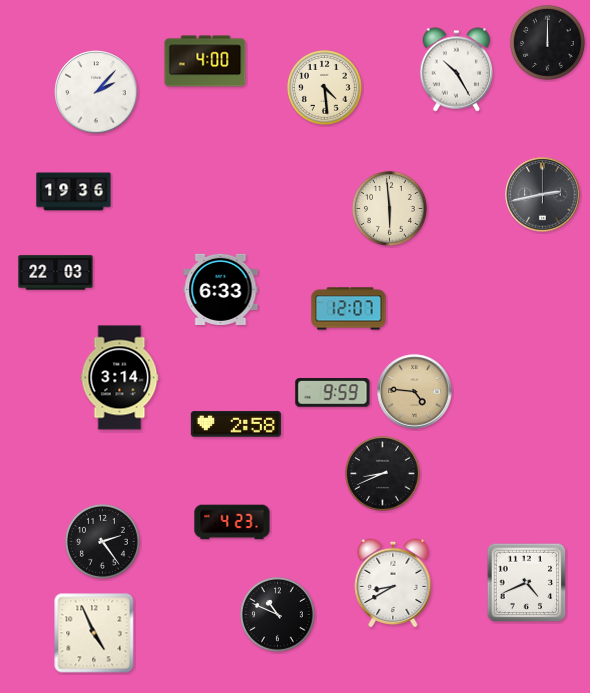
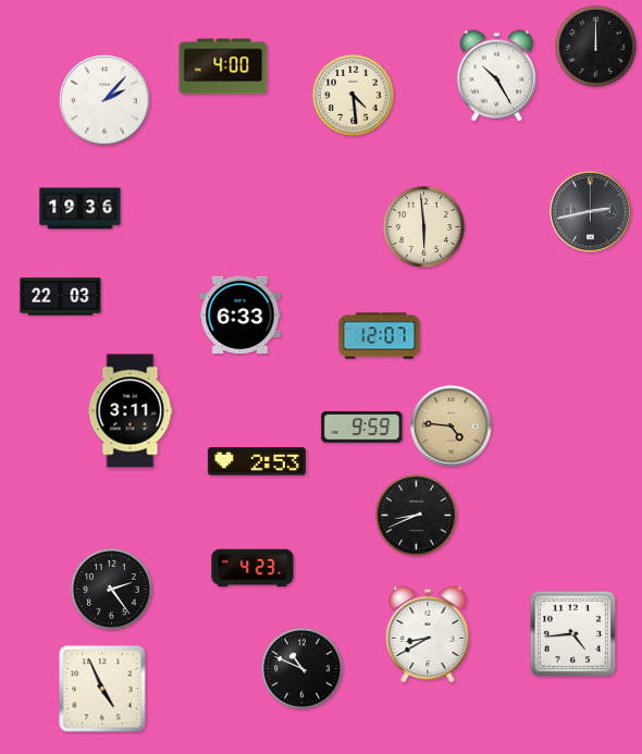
clock at (120, 378): 3:14 -> 3:11
clock at (236, 424): 2:58 -> 2:53
clock at (527, 583): 4:41 -> 4:44
